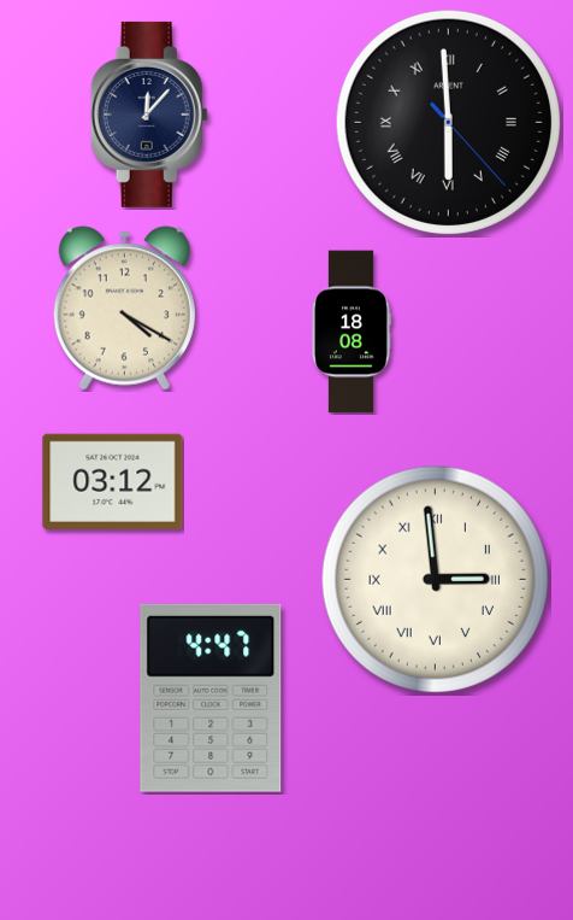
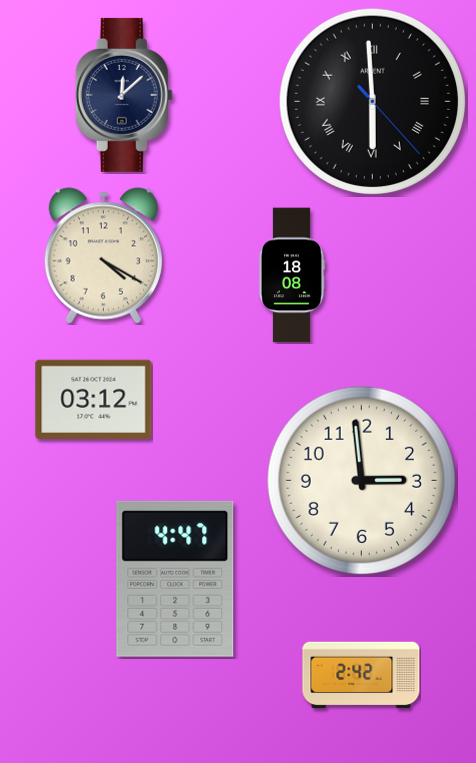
clock at (149, 115): 12:07 -> 12:08
clock at (435, 579) numerals: Roman -> Arabic
clock at (361, 675): none -> 2:42
